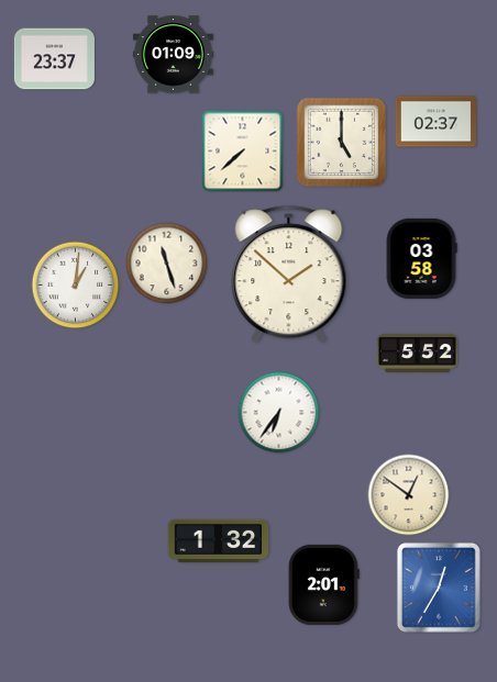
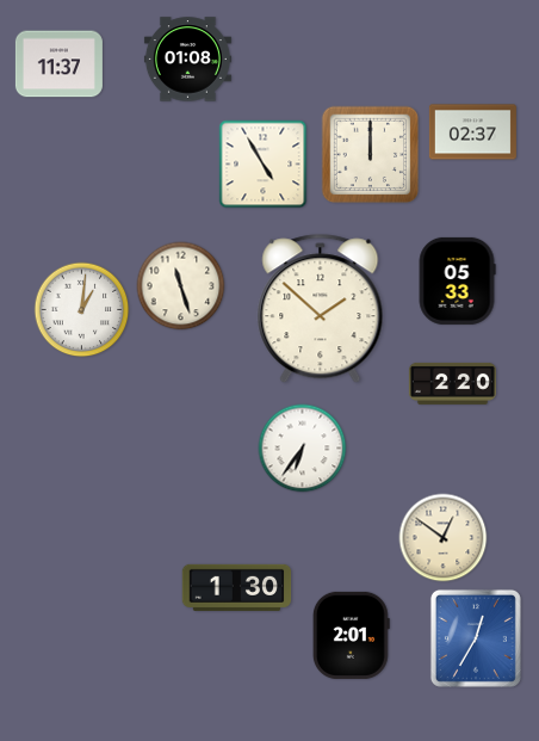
clock at (173, 55): 01:09 -> 01:08
clock at (54, 59): 23:37 -> 11:37
clock at (342, 143): 5:00 -> 12:00
clock at (243, 152): 7:38 -> 4:55
clock at (421, 258): 03:58 -> 05:33
clock at (289, 275) position: (289, 275) -> (321, 309)
clock at (417, 353): 5:52 -> 2:20
clock at (219, 540): 1:32 -> 1:30
